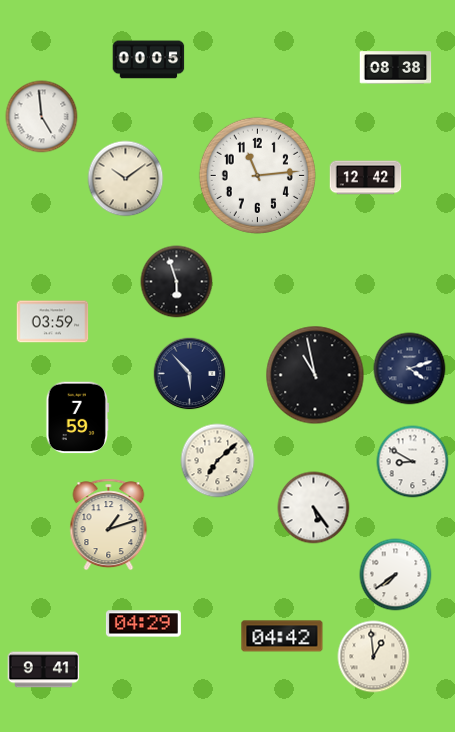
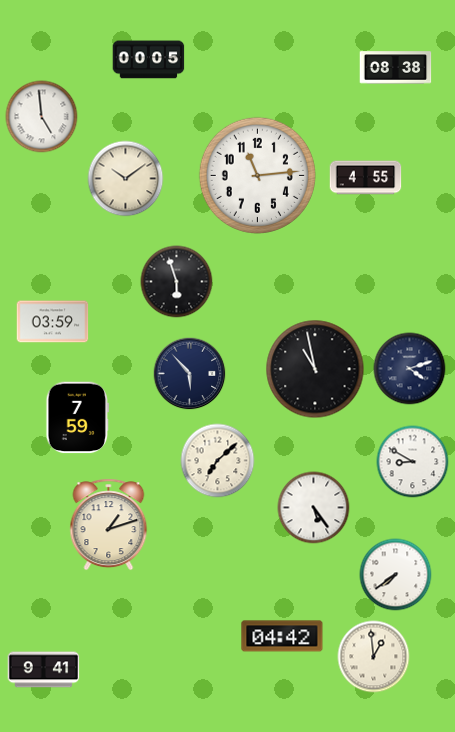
clock at (366, 178): 12:42 -> 4:55
clock at (315, 375) position: (315, 375) -> (315, 369)
clock at (143, 624): 04:29 -> none
